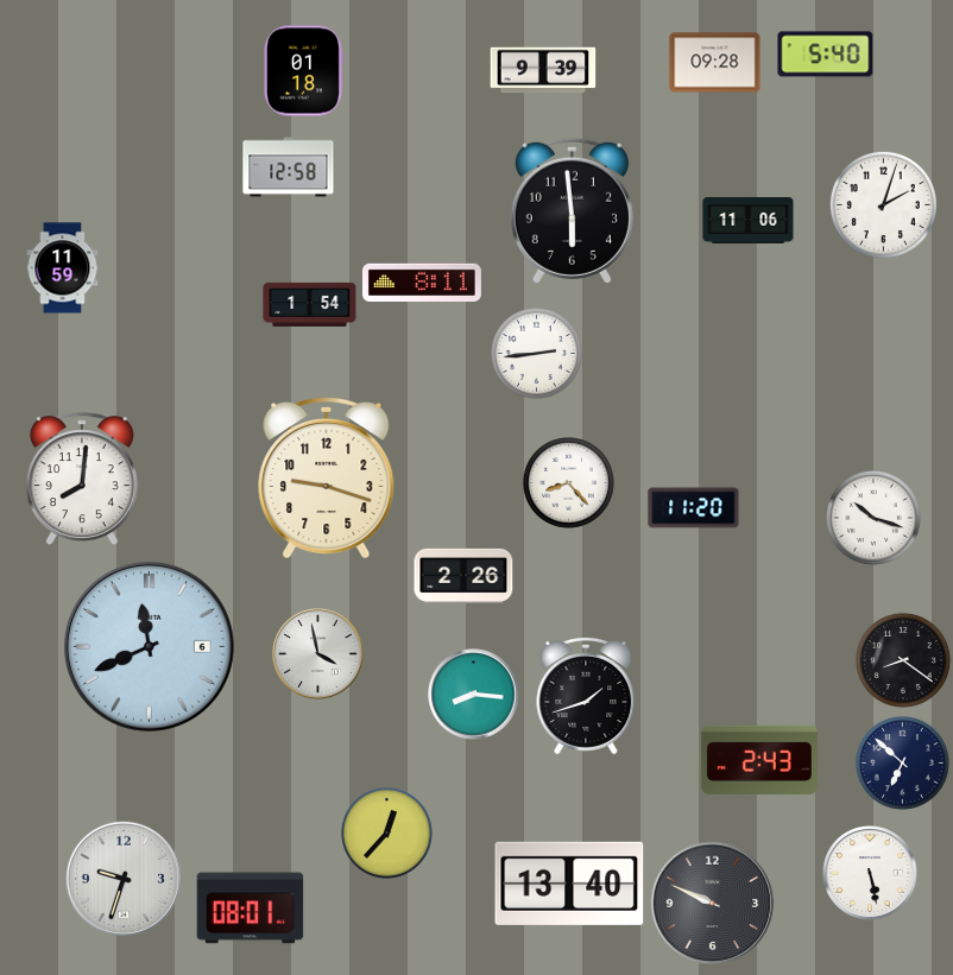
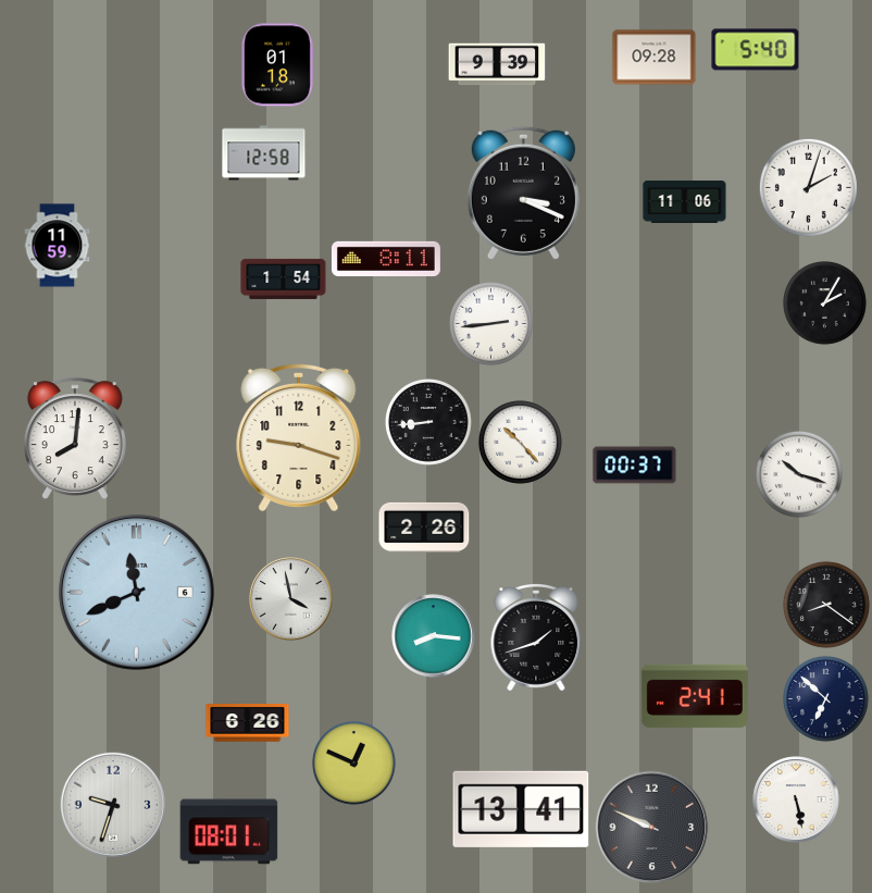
clock at (572, 210): 5:59 -> 3:19
clock at (825, 303): none -> 2:05
clock at (428, 422): none -> 8:44
clock at (569, 483): 8:23 -> 10:23
clock at (694, 508): 11:20 -> 00:37
clock at (759, 760): 2:43 -> 2:41
clock at (248, 723): none -> 6:26
clock at (387, 834): 12:37 -> 12:49
clock at (569, 884): 13:40 -> 13:41
